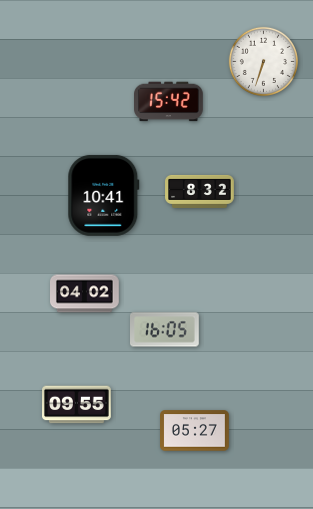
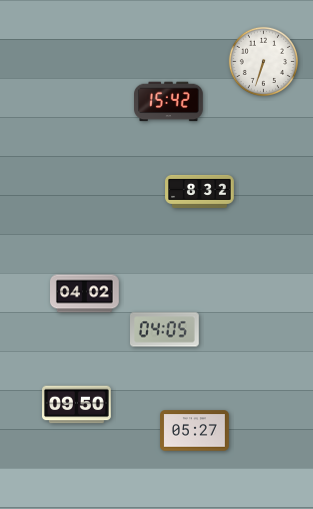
clock at (104, 195): 10:41 -> none
clock at (165, 330): 16:05 -> 04:05
clock at (77, 405): 09:55 -> 09:50
